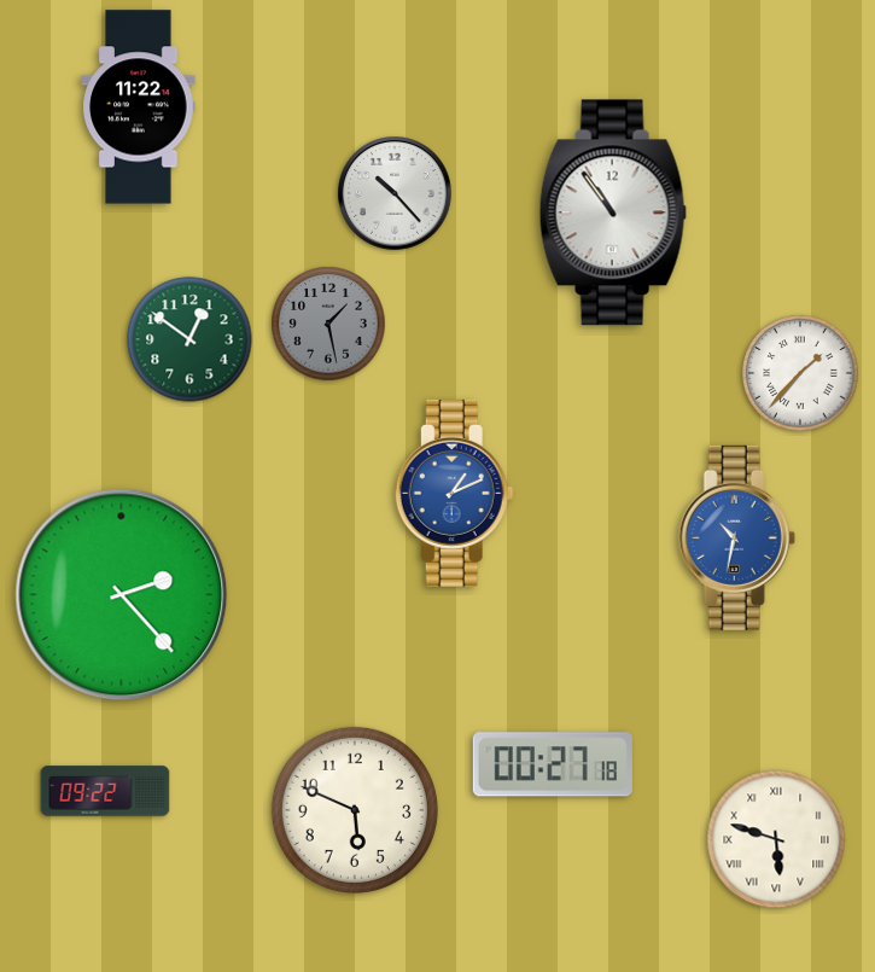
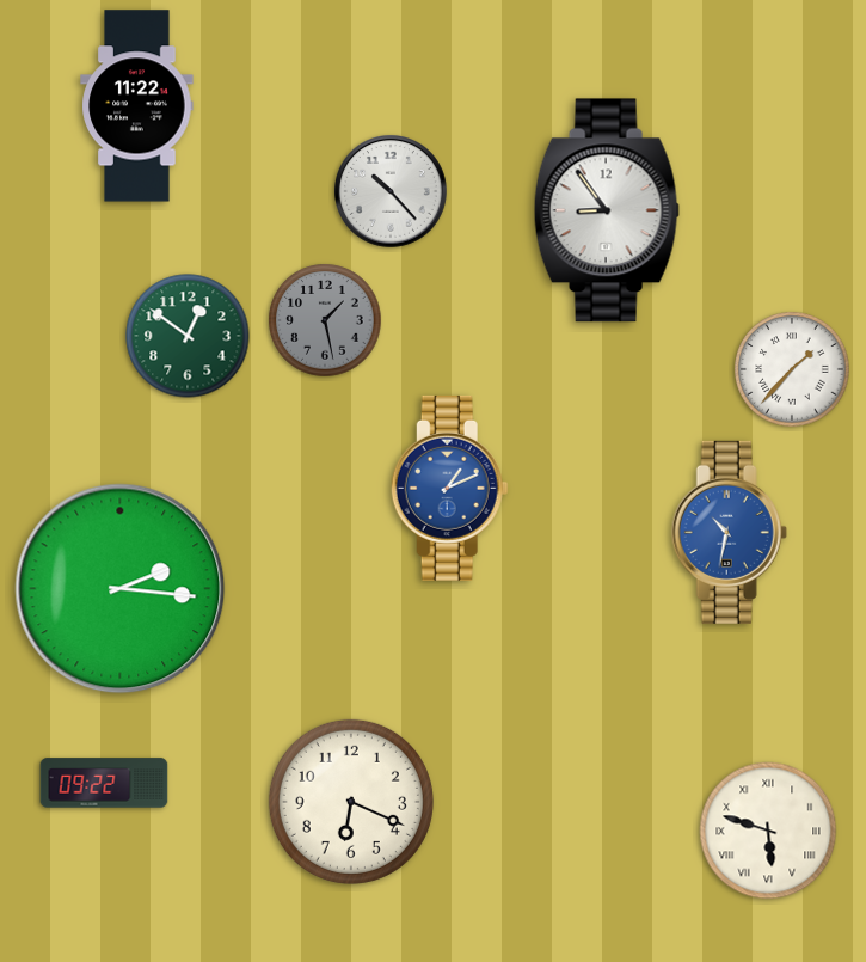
clock at (613, 213): 10:54 -> 8:54
clock at (122, 595): 2:23 -> 2:16
clock at (553, 764): 00:27 -> none
clock at (355, 810): 5:49 -> 6:19
